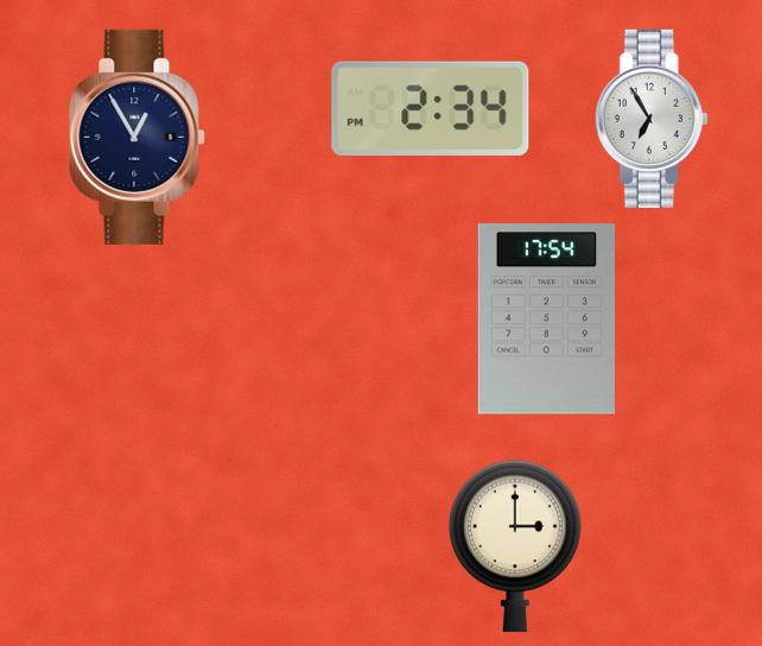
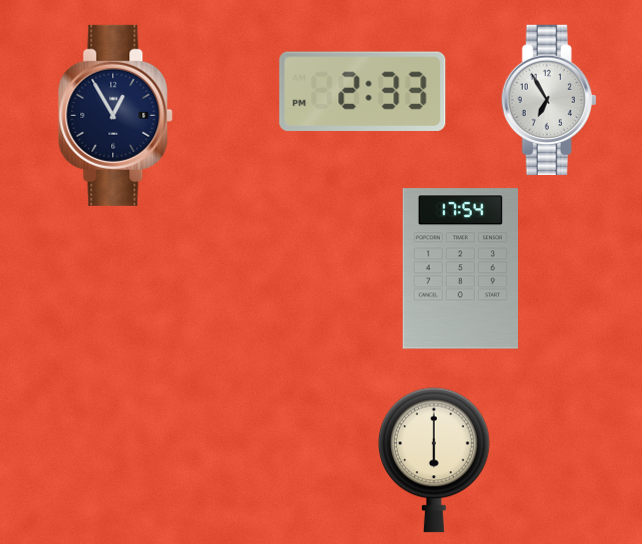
clock at (431, 108): 2:34 -> 2:33
clock at (516, 546): 3:00 -> 6:00
